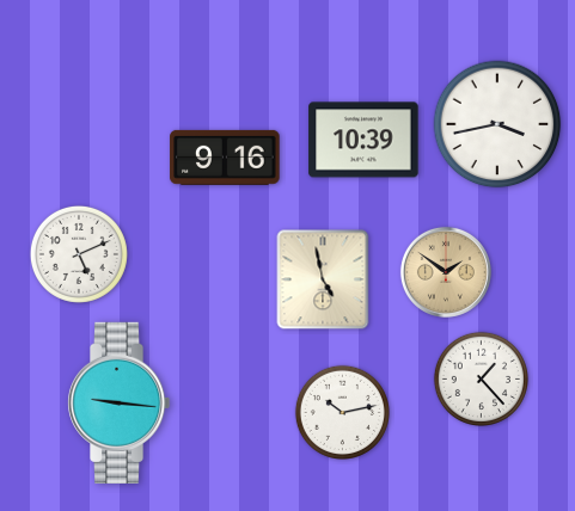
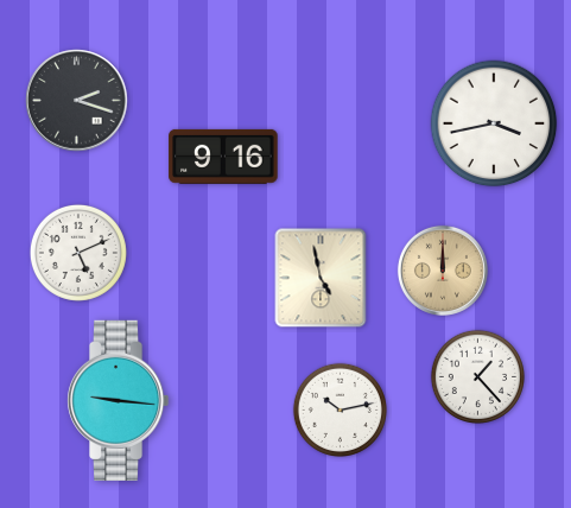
clock at (77, 101): none -> 2:18
clock at (363, 140): 10:39 -> none
clock at (446, 272): 1:51 -> 12:00
